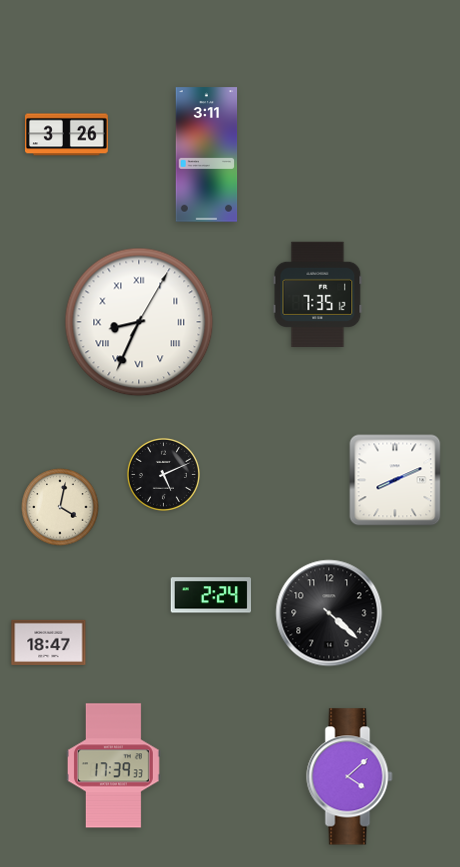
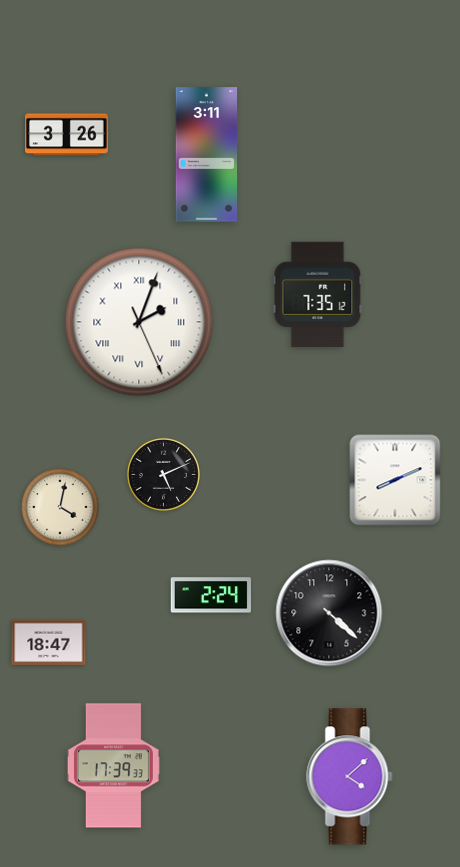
clock at (139, 322): 8:34 -> 2:03
